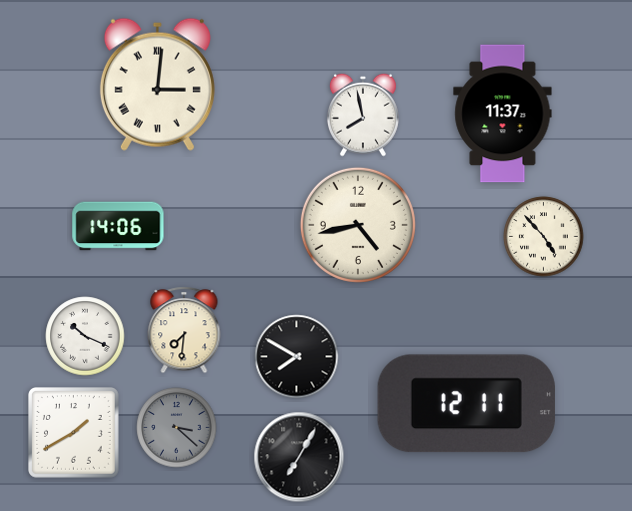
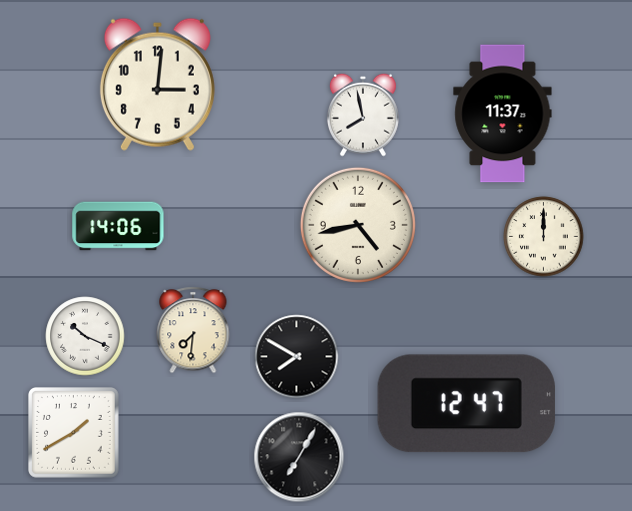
clock at (157, 84) numerals: Roman -> Arabic
clock at (544, 237): 4:53 -> 12:00
clock at (184, 330) position: (184, 330) -> (193, 330)
clock at (466, 404): 12:11 -> 12:47
clock at (177, 428): 3:22 -> none
